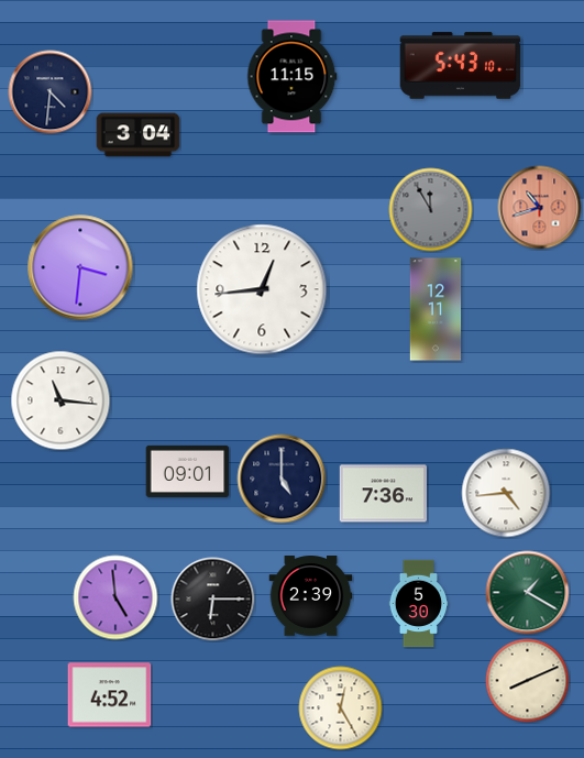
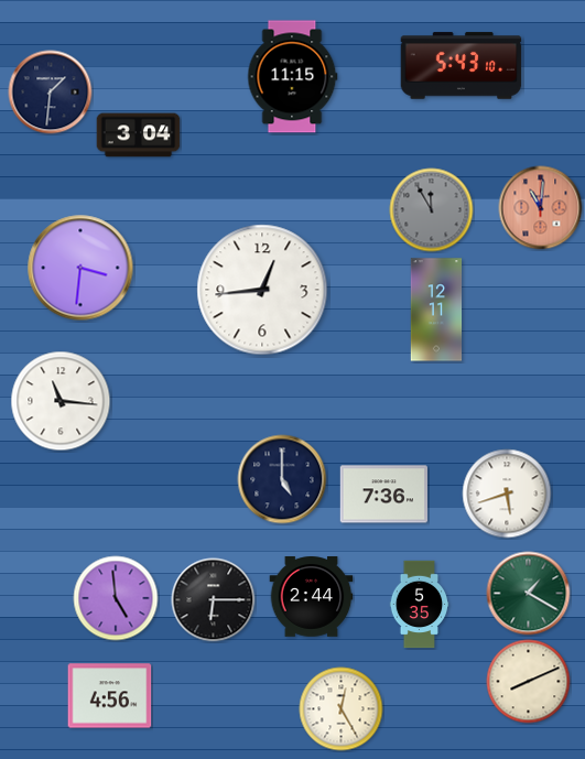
clock at (51, 92): 4:31 -> 1:31
clock at (540, 208): 10:42 -> 11:01
clock at (188, 471): 09:01 -> none
clock at (506, 493): 4:44 -> 5:42
clock at (311, 596): 2:39 -> 2:44
clock at (419, 604): 5:30 -> 5:35
clock at (110, 695): 4:52 -> 4:56
